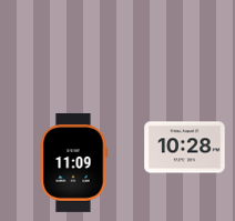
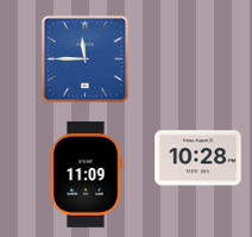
clock at (86, 60): none -> 11:45
clock at (73, 162) position: (73, 162) -> (86, 174)
